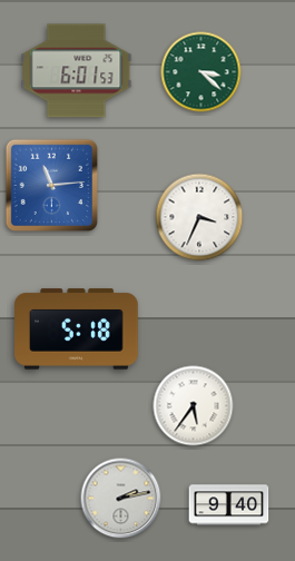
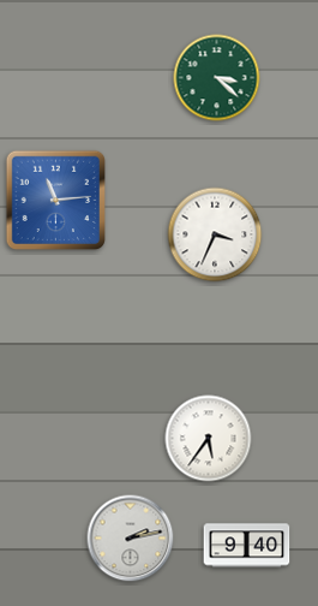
clock at (77, 71): 6:01 -> none
clock at (77, 329): 5:18 -> none
